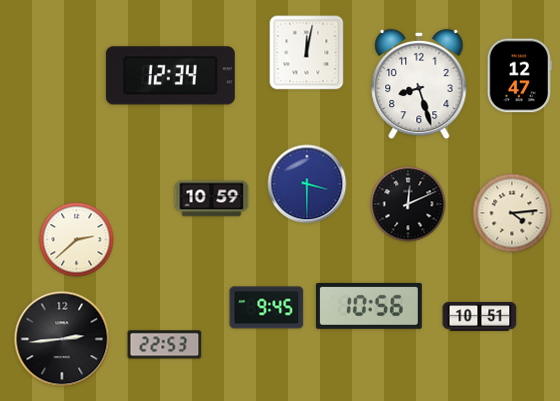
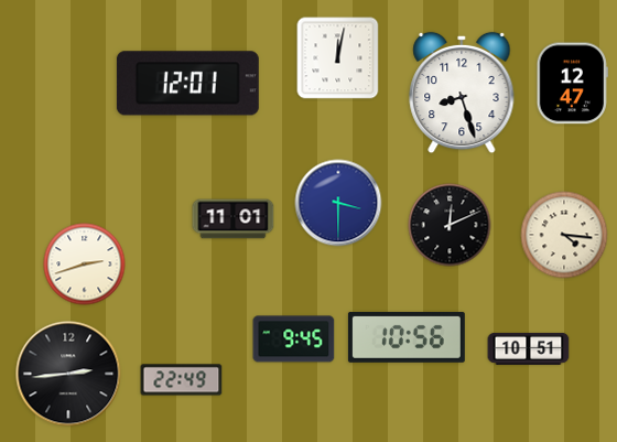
clock at (170, 76): 12:34 -> 12:01
clock at (212, 199): 10:59 -> 11:01
clock at (512, 213): 4:14 -> 4:16
clock at (77, 240): 2:38 -> 2:42
clock at (165, 345): 22:53 -> 22:49
